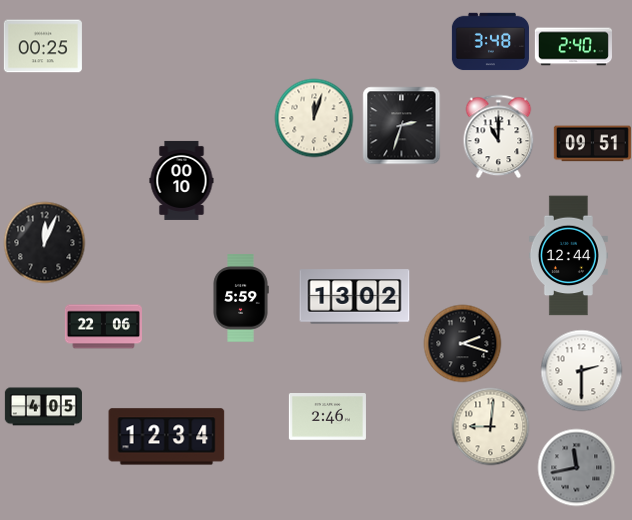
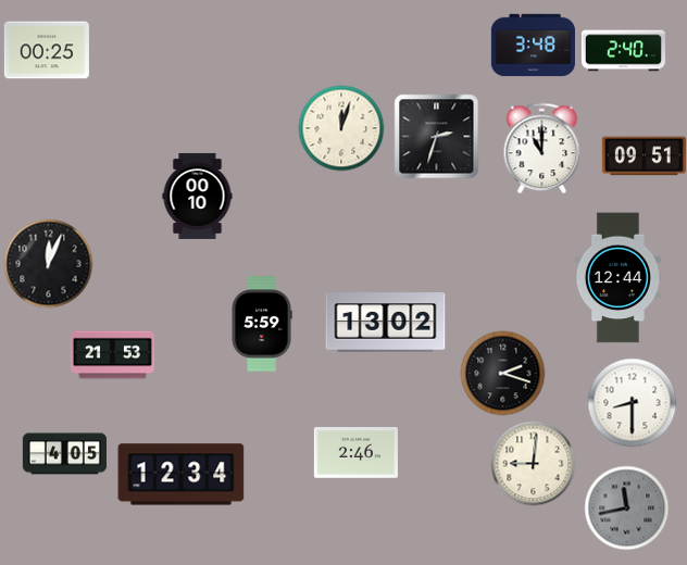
clock at (103, 327): 22:06 -> 21:53
clock at (581, 370): 2:30 -> 8:30
clock at (43, 407) position: (43, 407) -> (64, 454)
